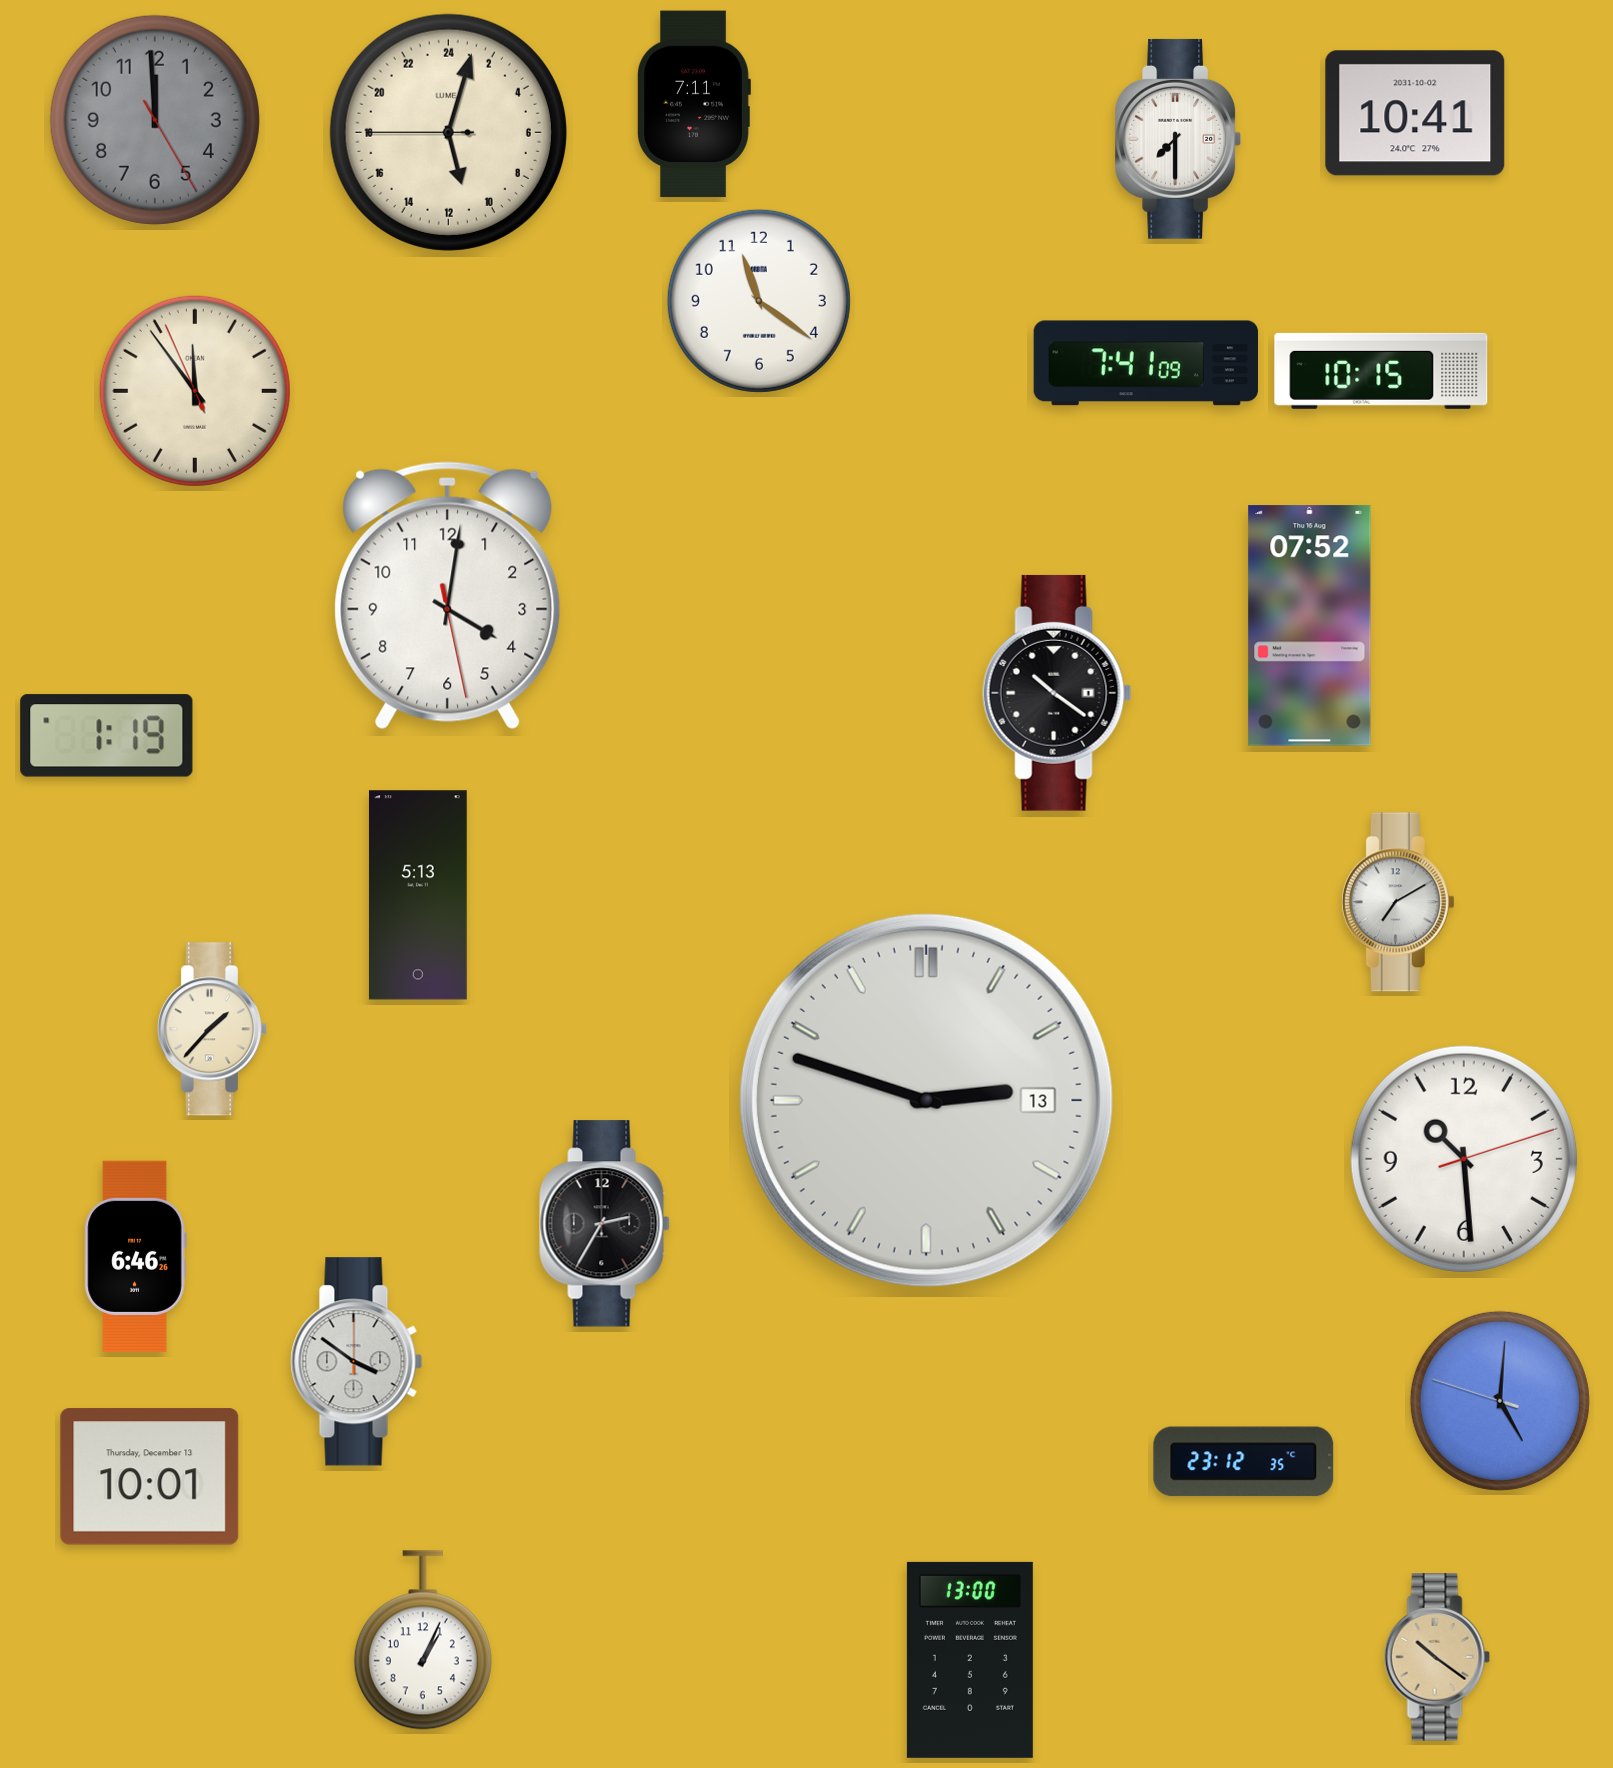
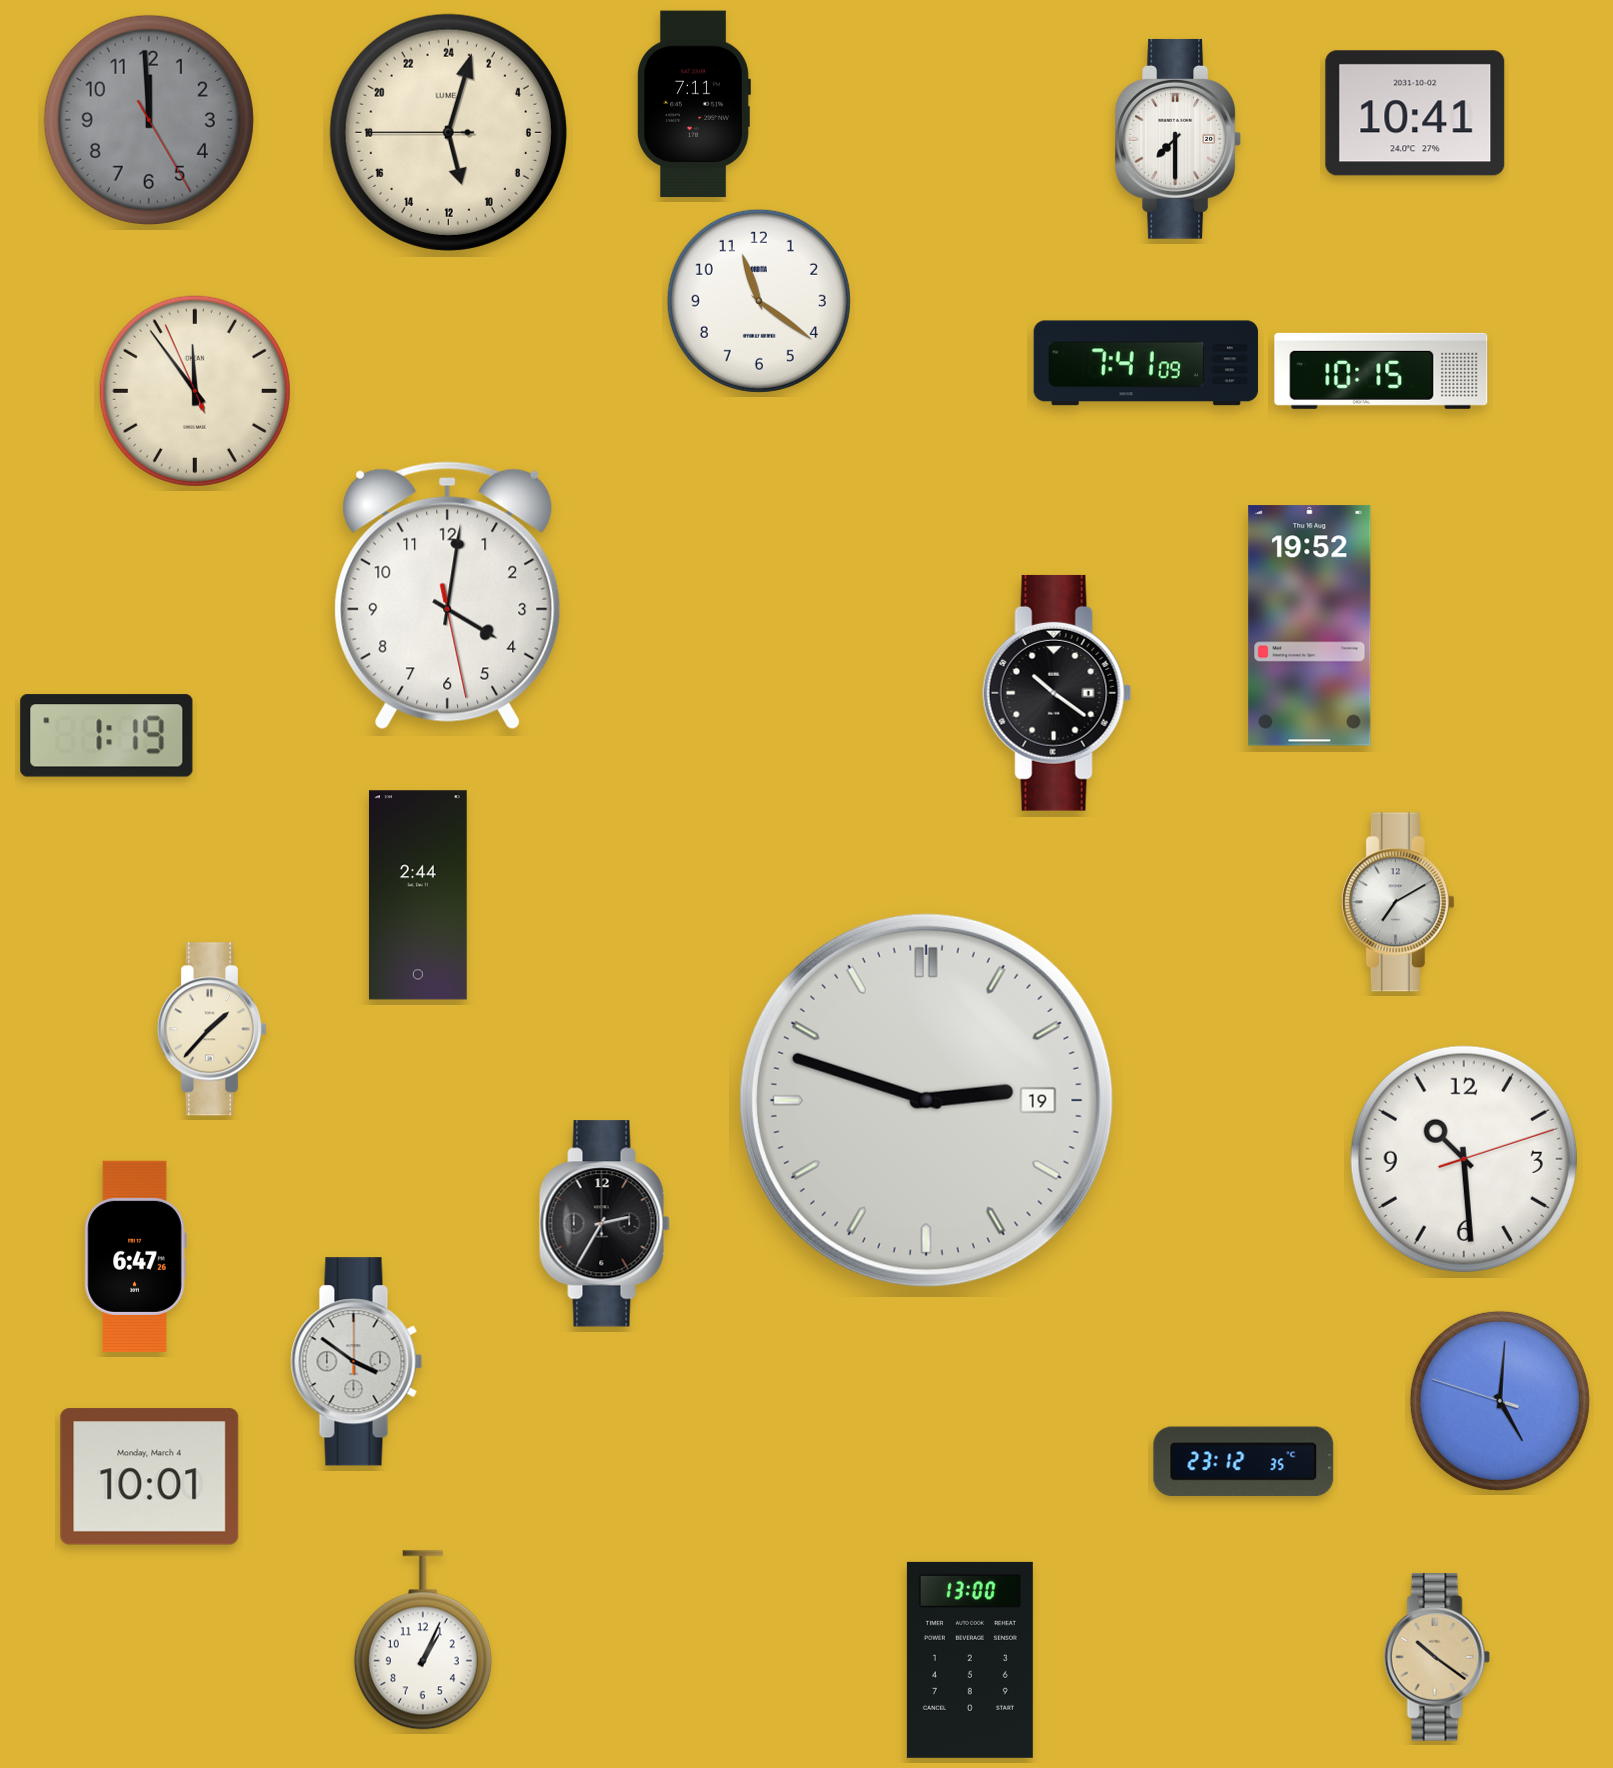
clock at (155, 120) position: (155, 120) -> (149, 120)
clock at (1310, 626): 07:52 -> 19:52
clock at (418, 895): 5:13 -> 2:44
clock at (926, 1100) date: 13 -> 19
clock at (135, 1256): 6:46 -> 6:47
clock at (150, 1477) date: Thursday, December 13 -> Monday, March 4
